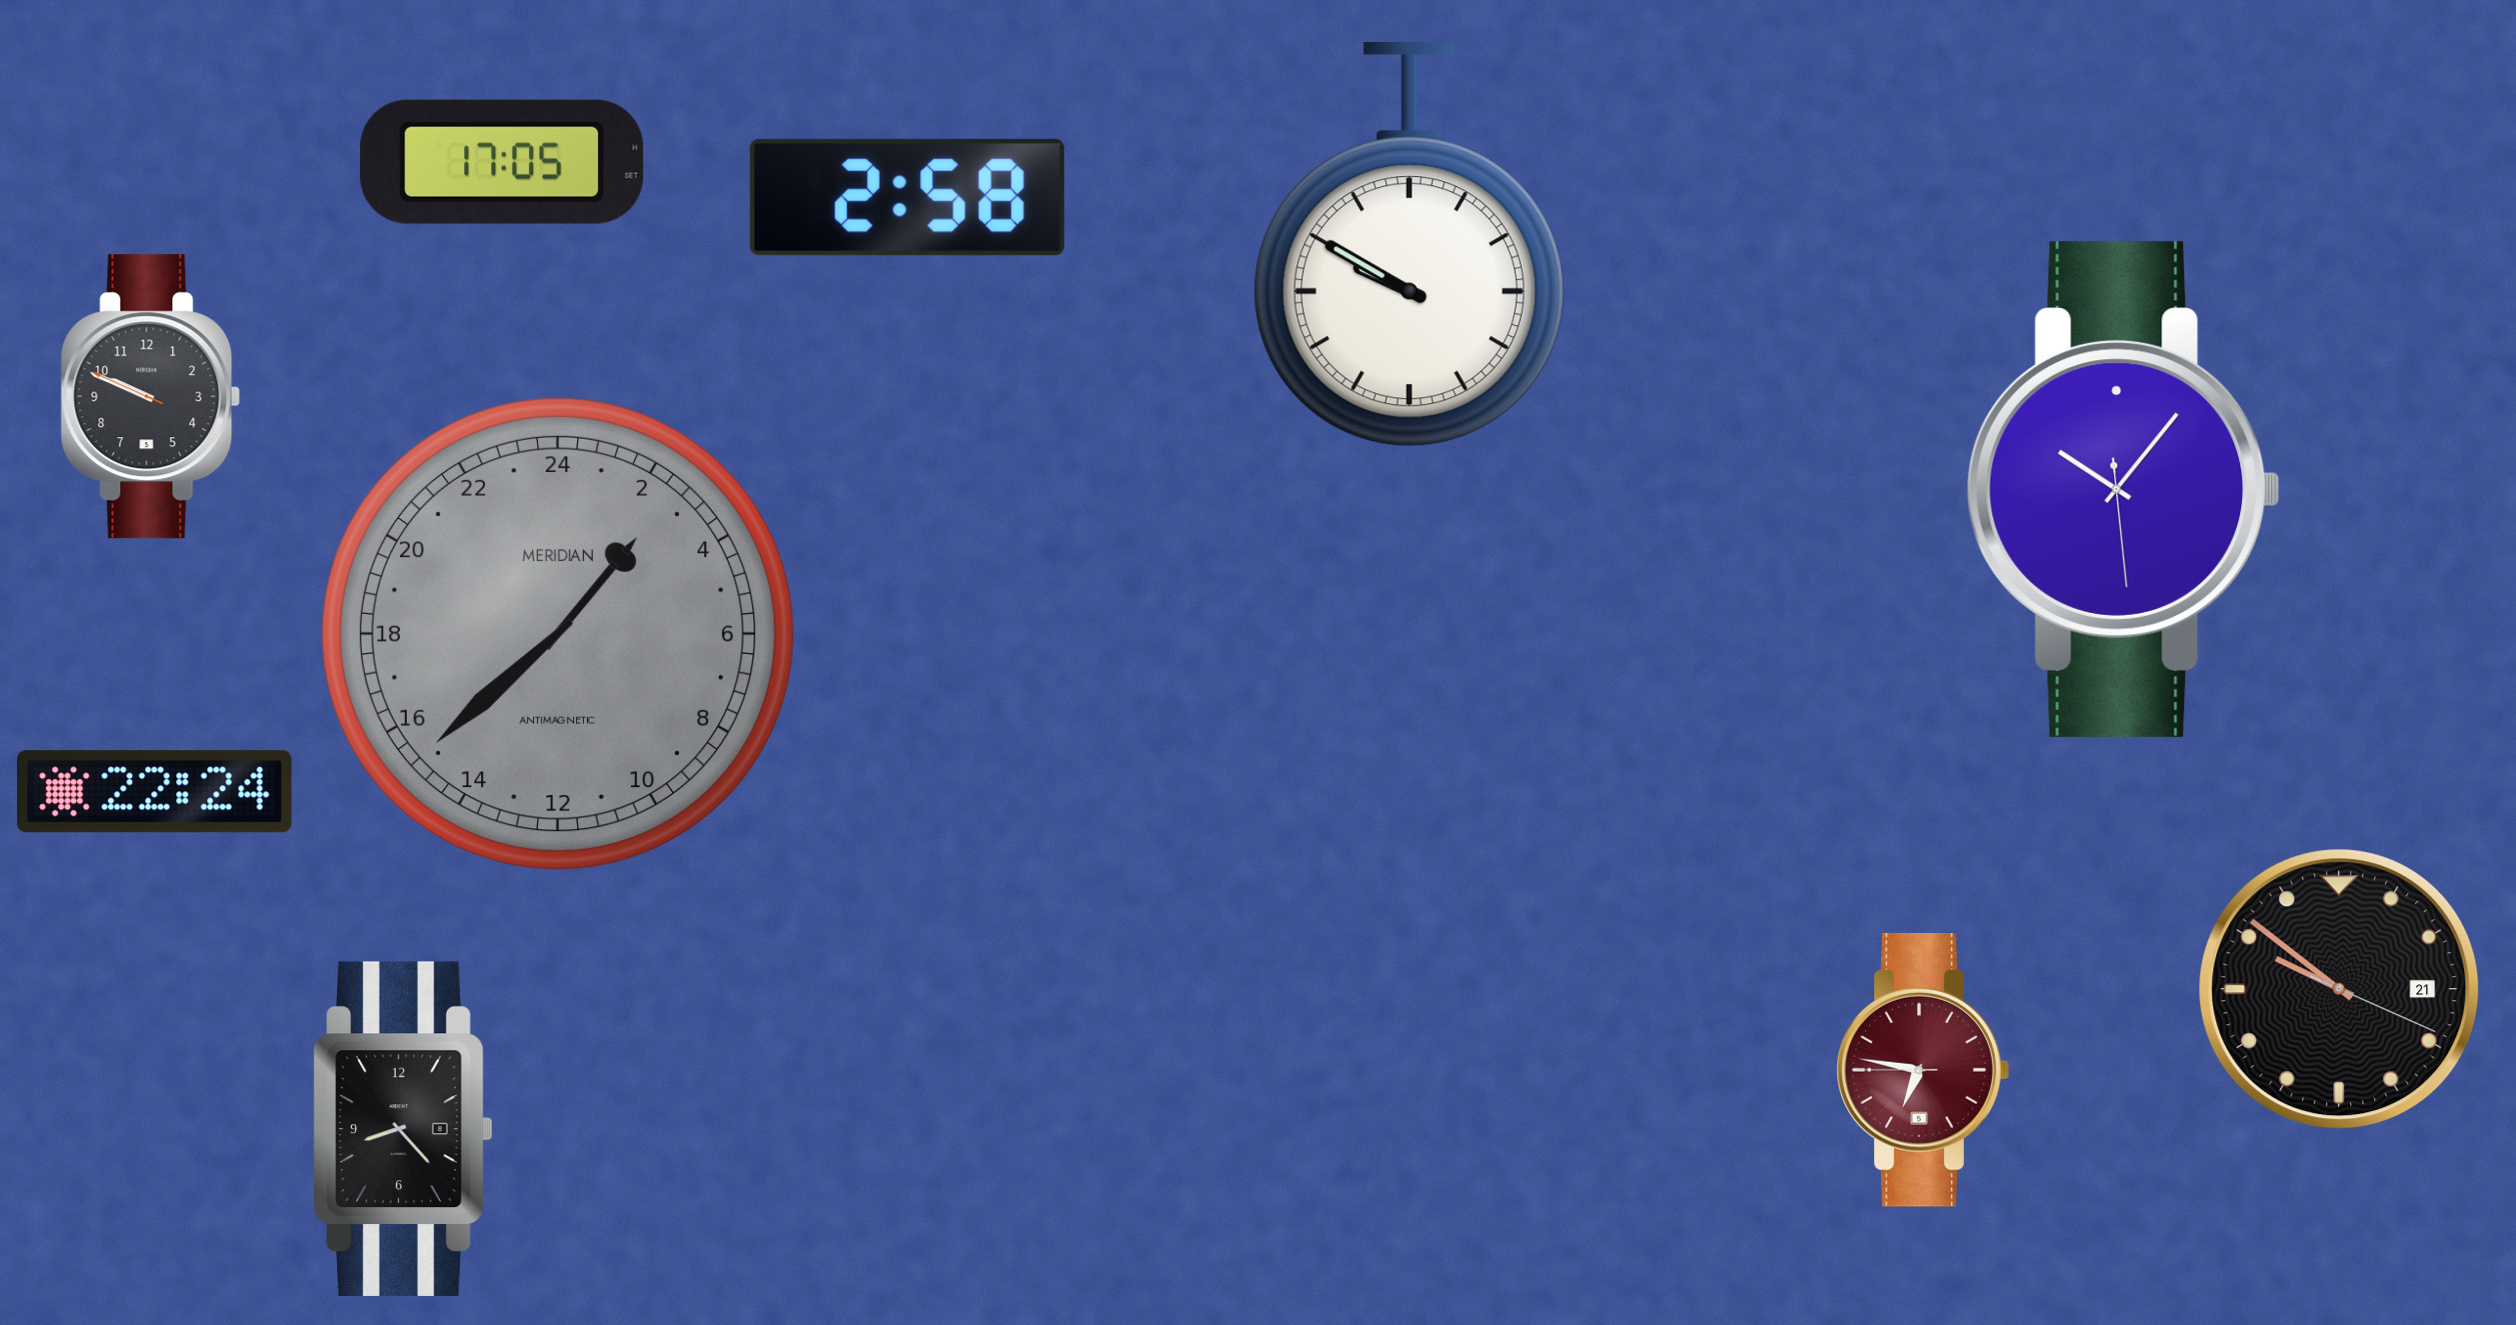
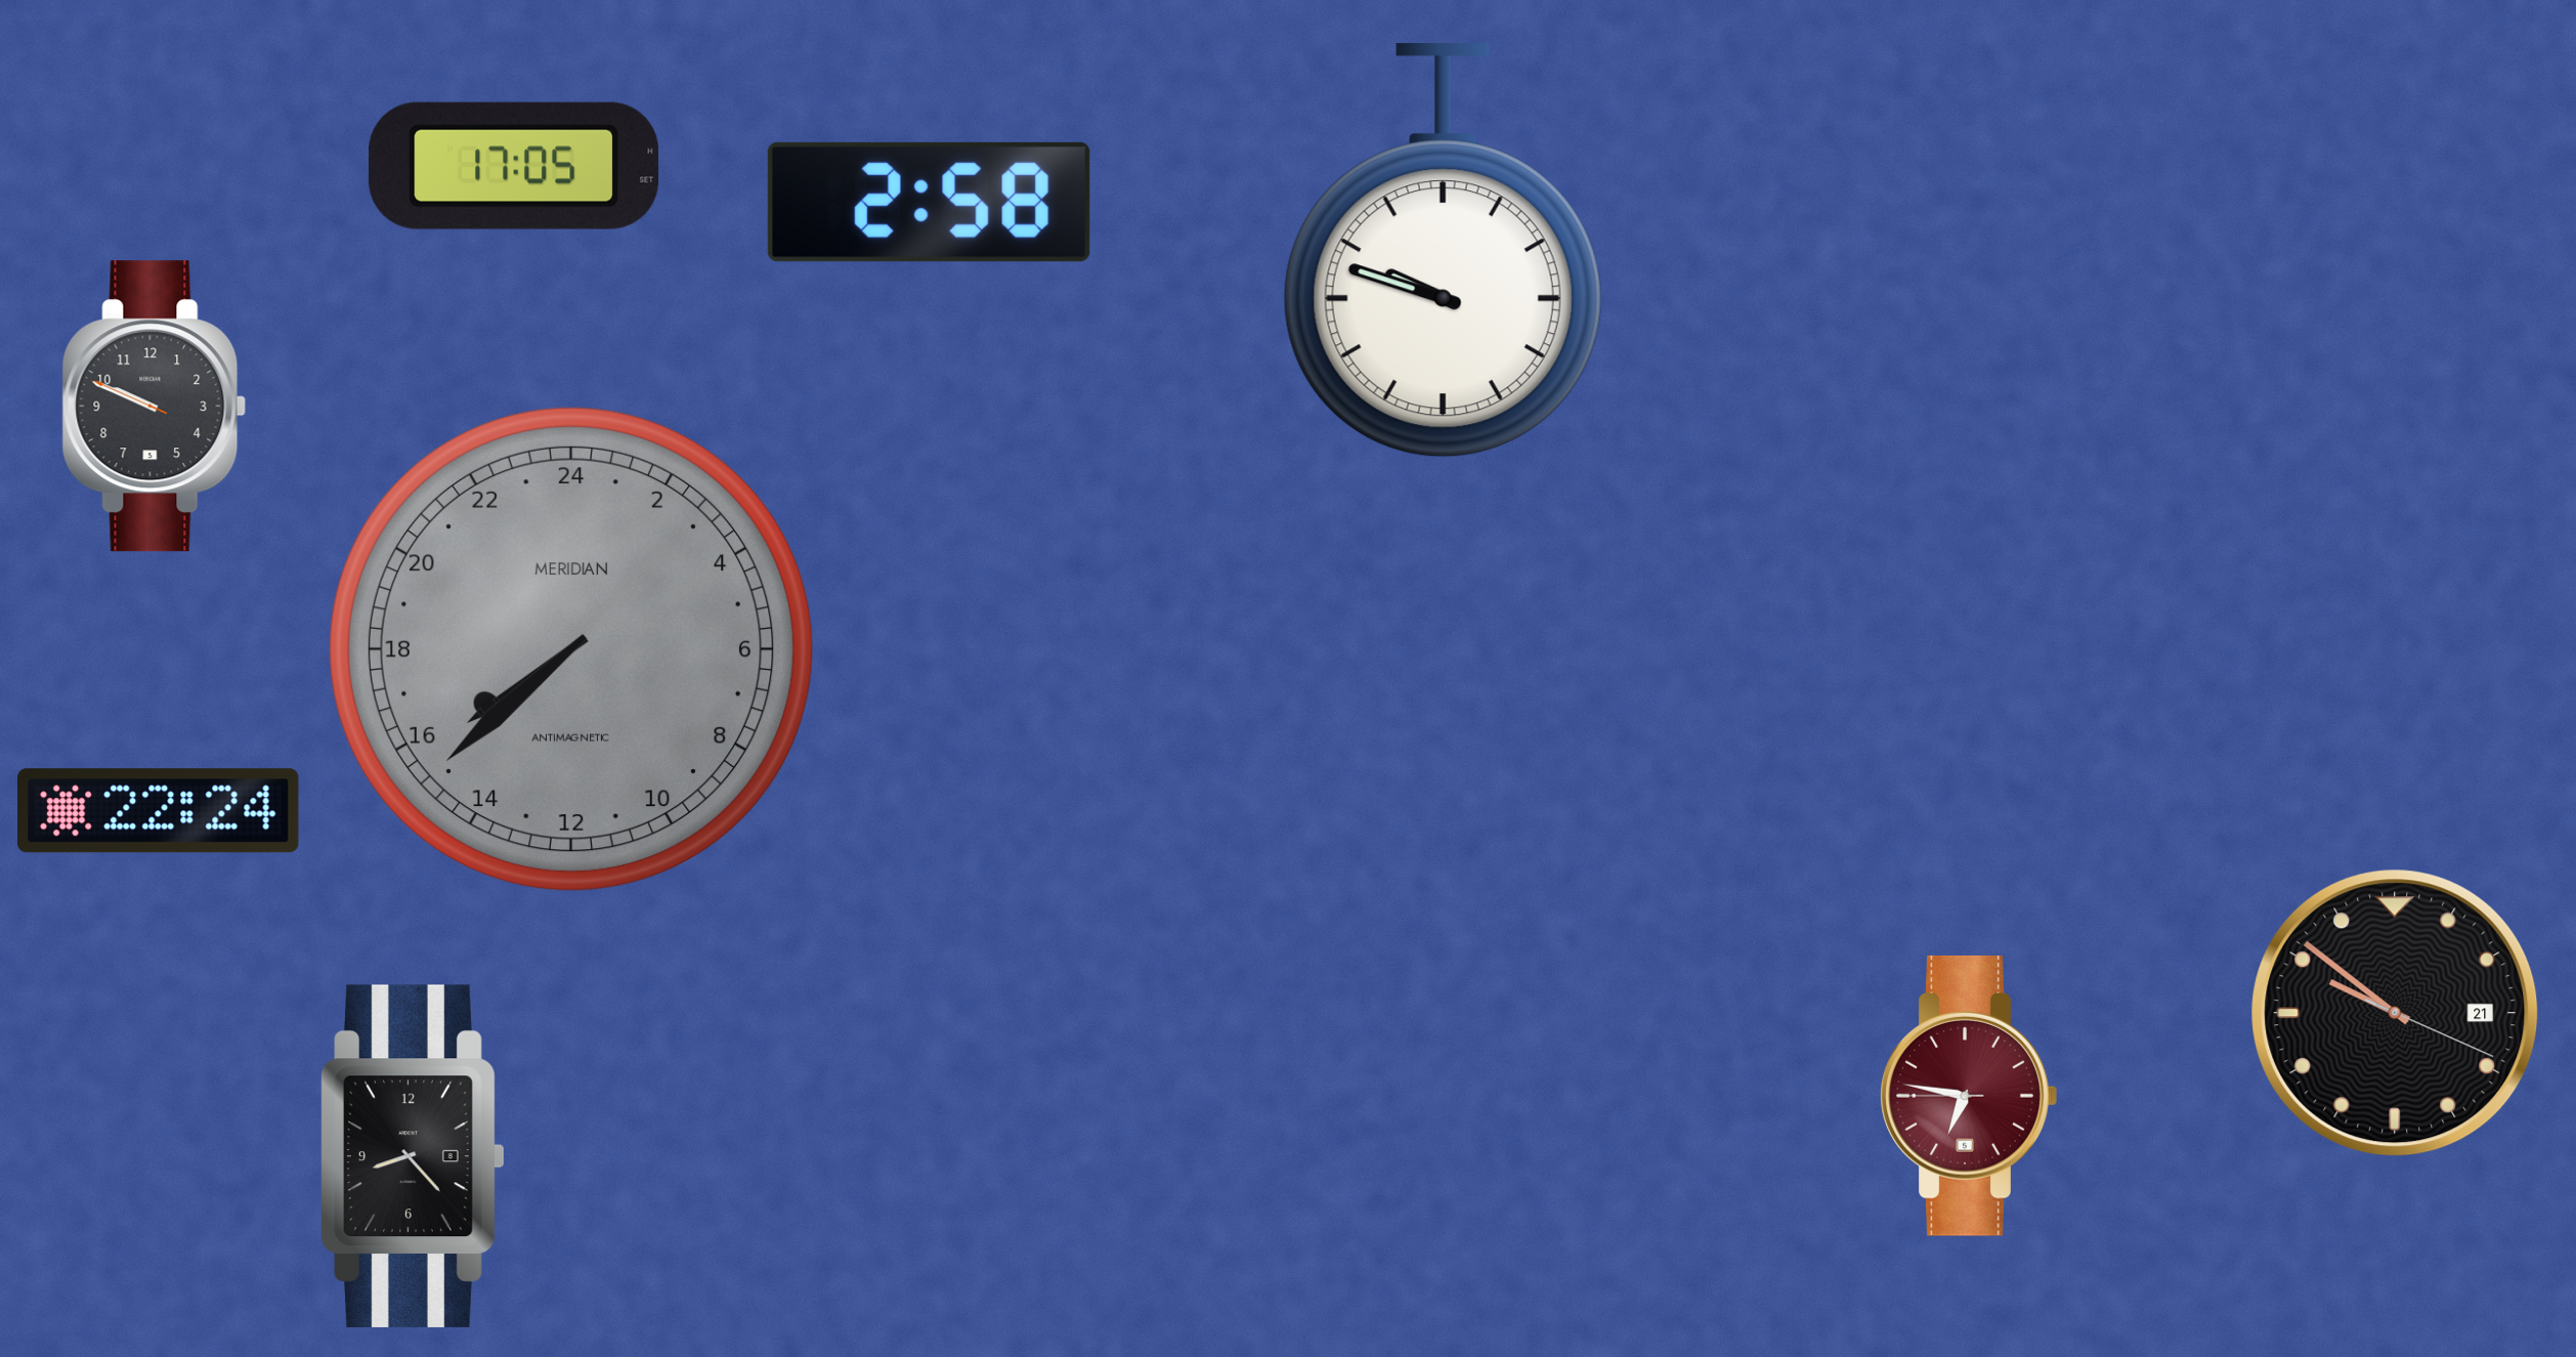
clock at (1409, 245): 9:50 -> 9:48
clock at (2123, 489): 10:06 -> none
clock at (558, 634): 2:38 -> 15:38
